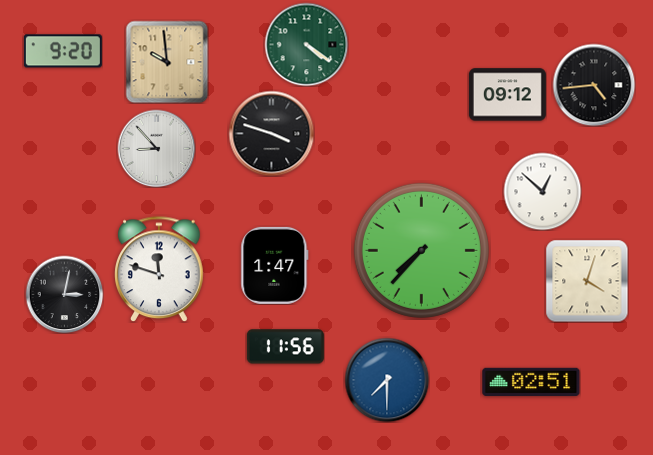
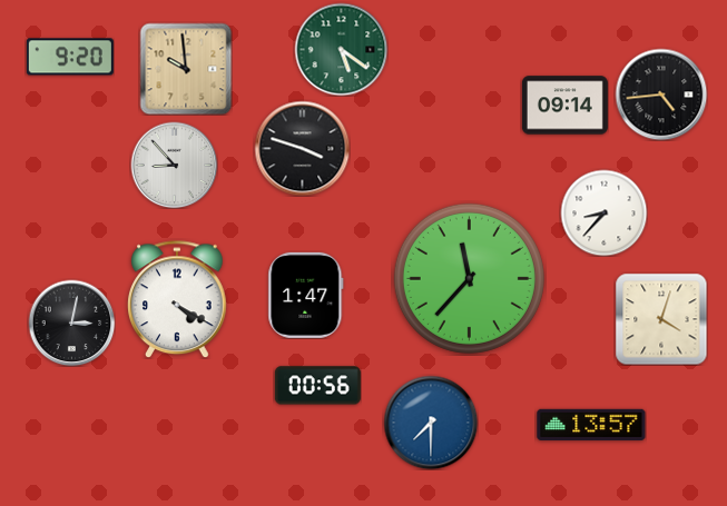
clock at (306, 44): 4:21 -> 5:21
clock at (507, 95): 09:12 -> 09:14
clock at (542, 191): 12:52 -> 8:37
clock at (421, 250): 7:37 -> 11:37
clock at (159, 269): 11:48 -> 4:20
clock at (587, 281) position: (587, 281) -> (661, 319)
clock at (64, 294) position: (64, 294) -> (71, 323)
clock at (285, 347): 11:56 -> 00:56
clock at (531, 382): 02:51 -> 13:57
